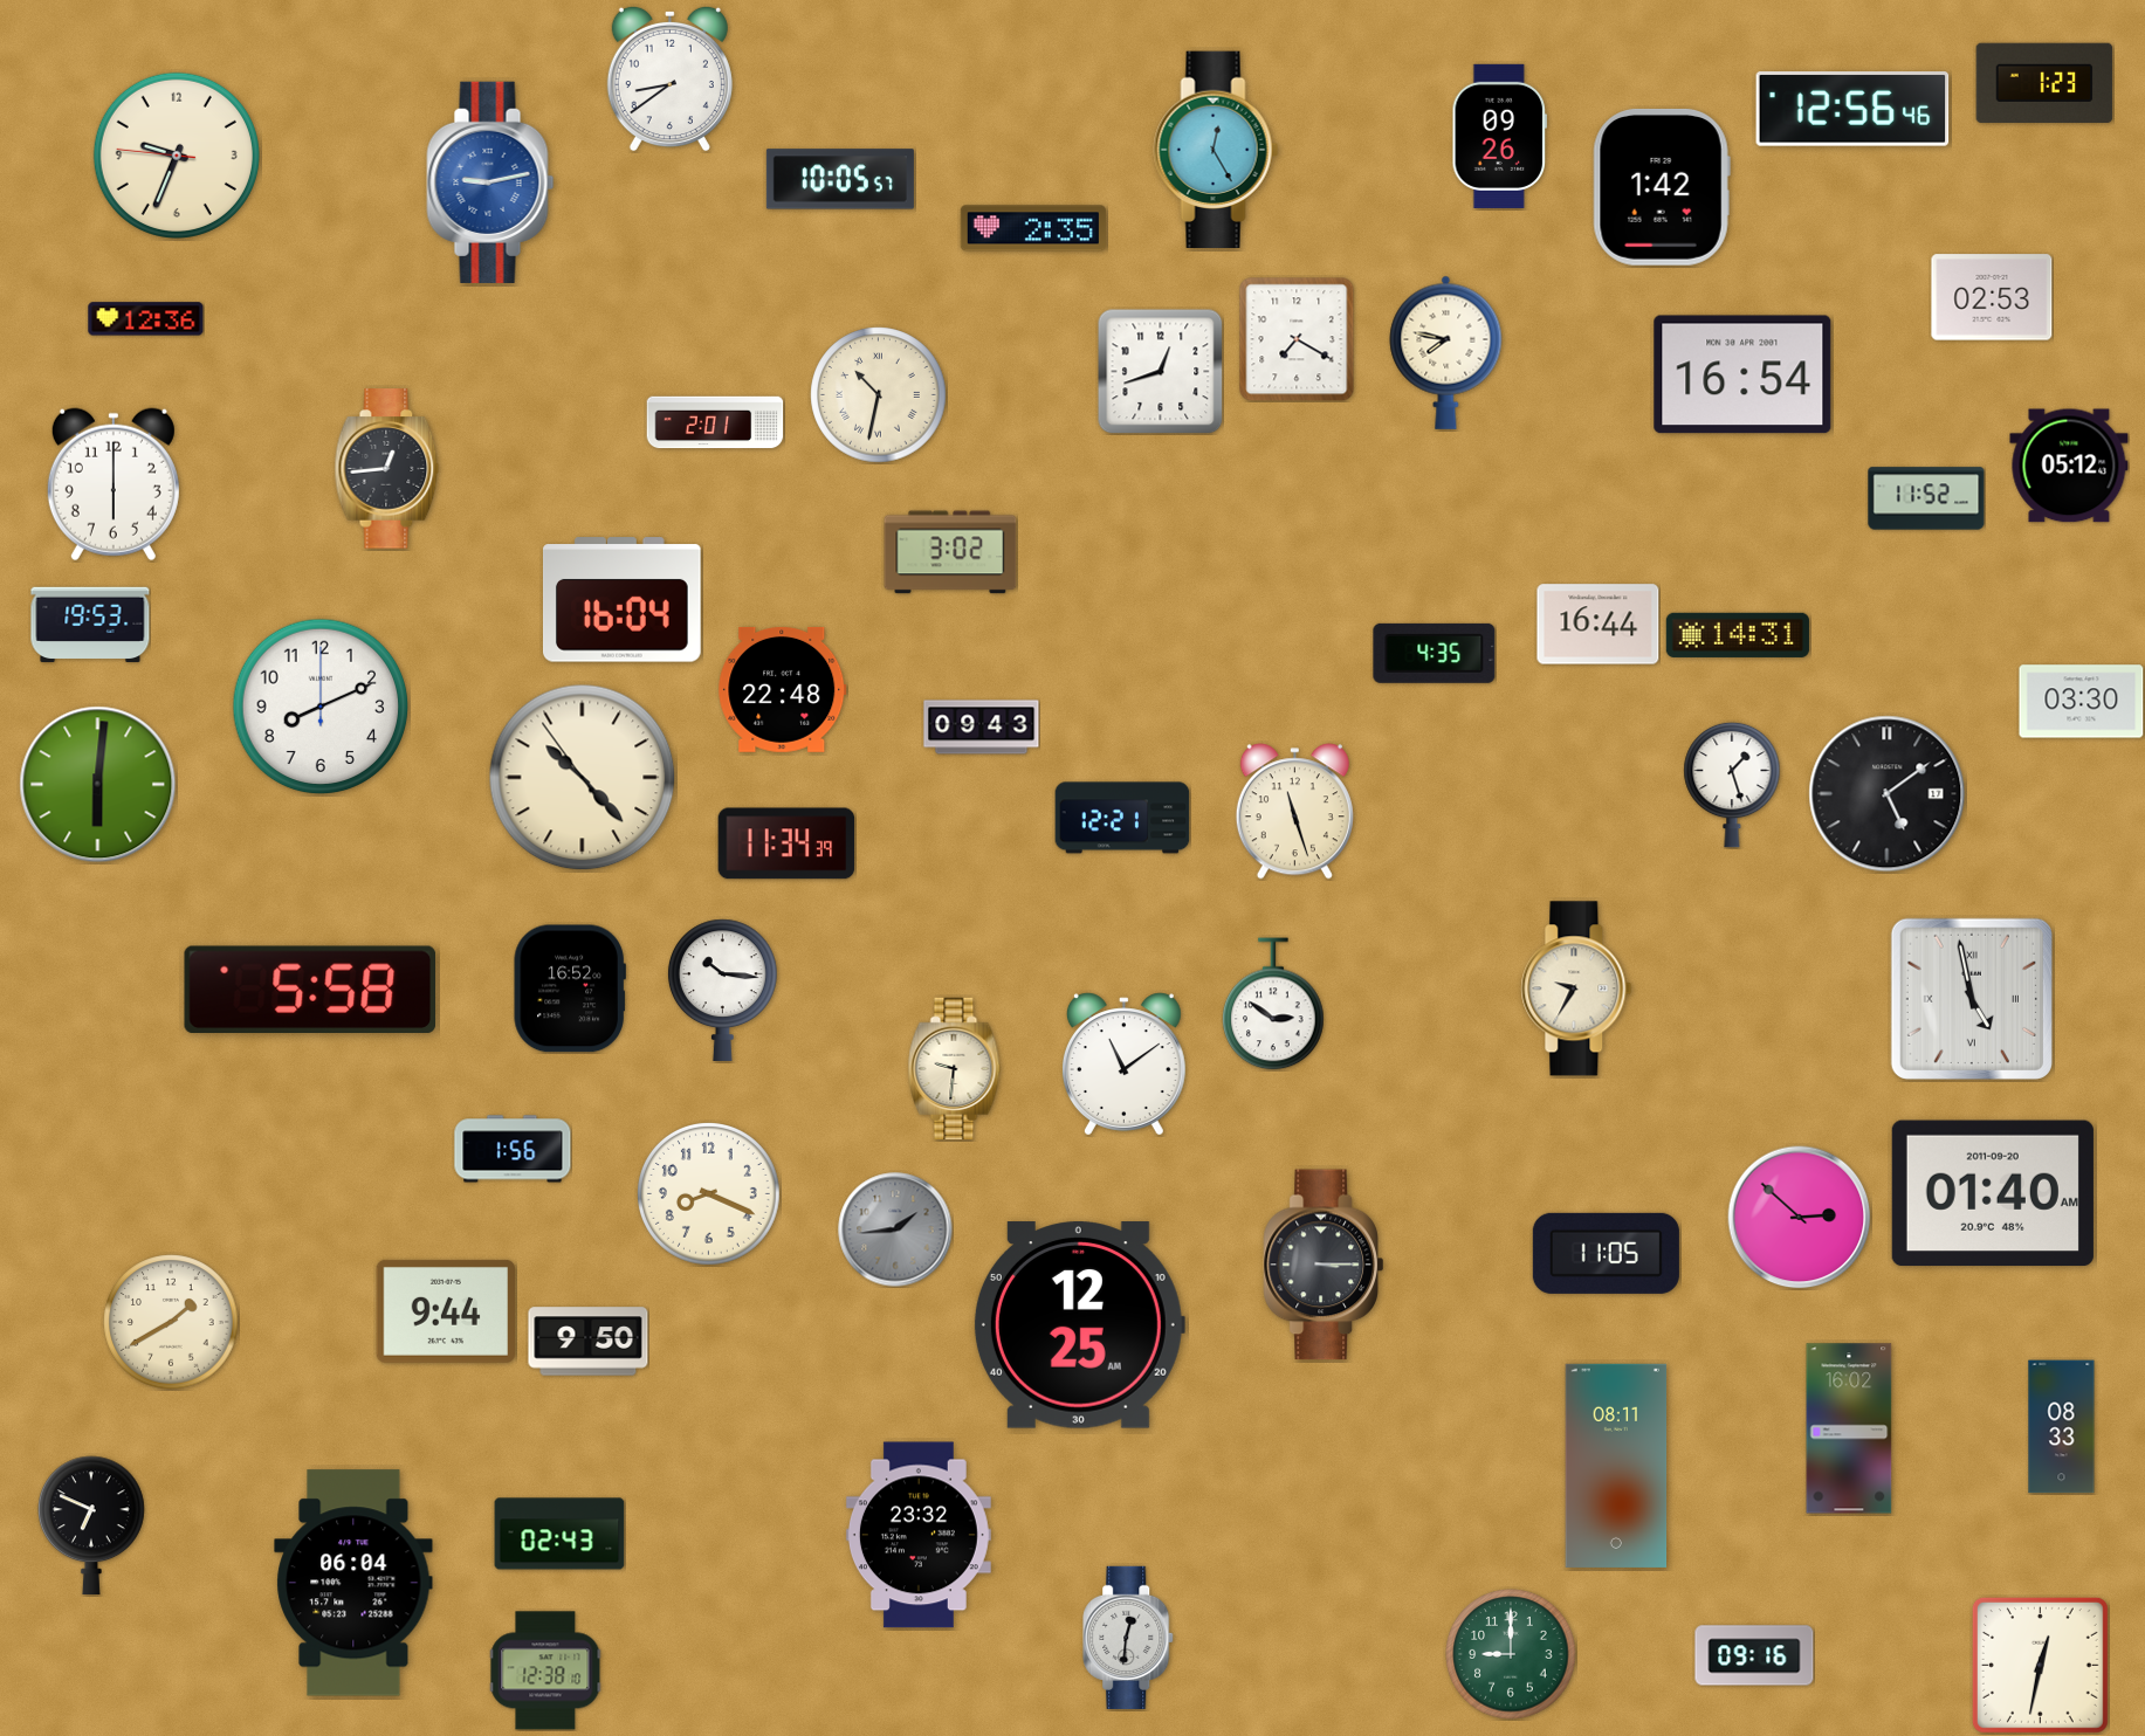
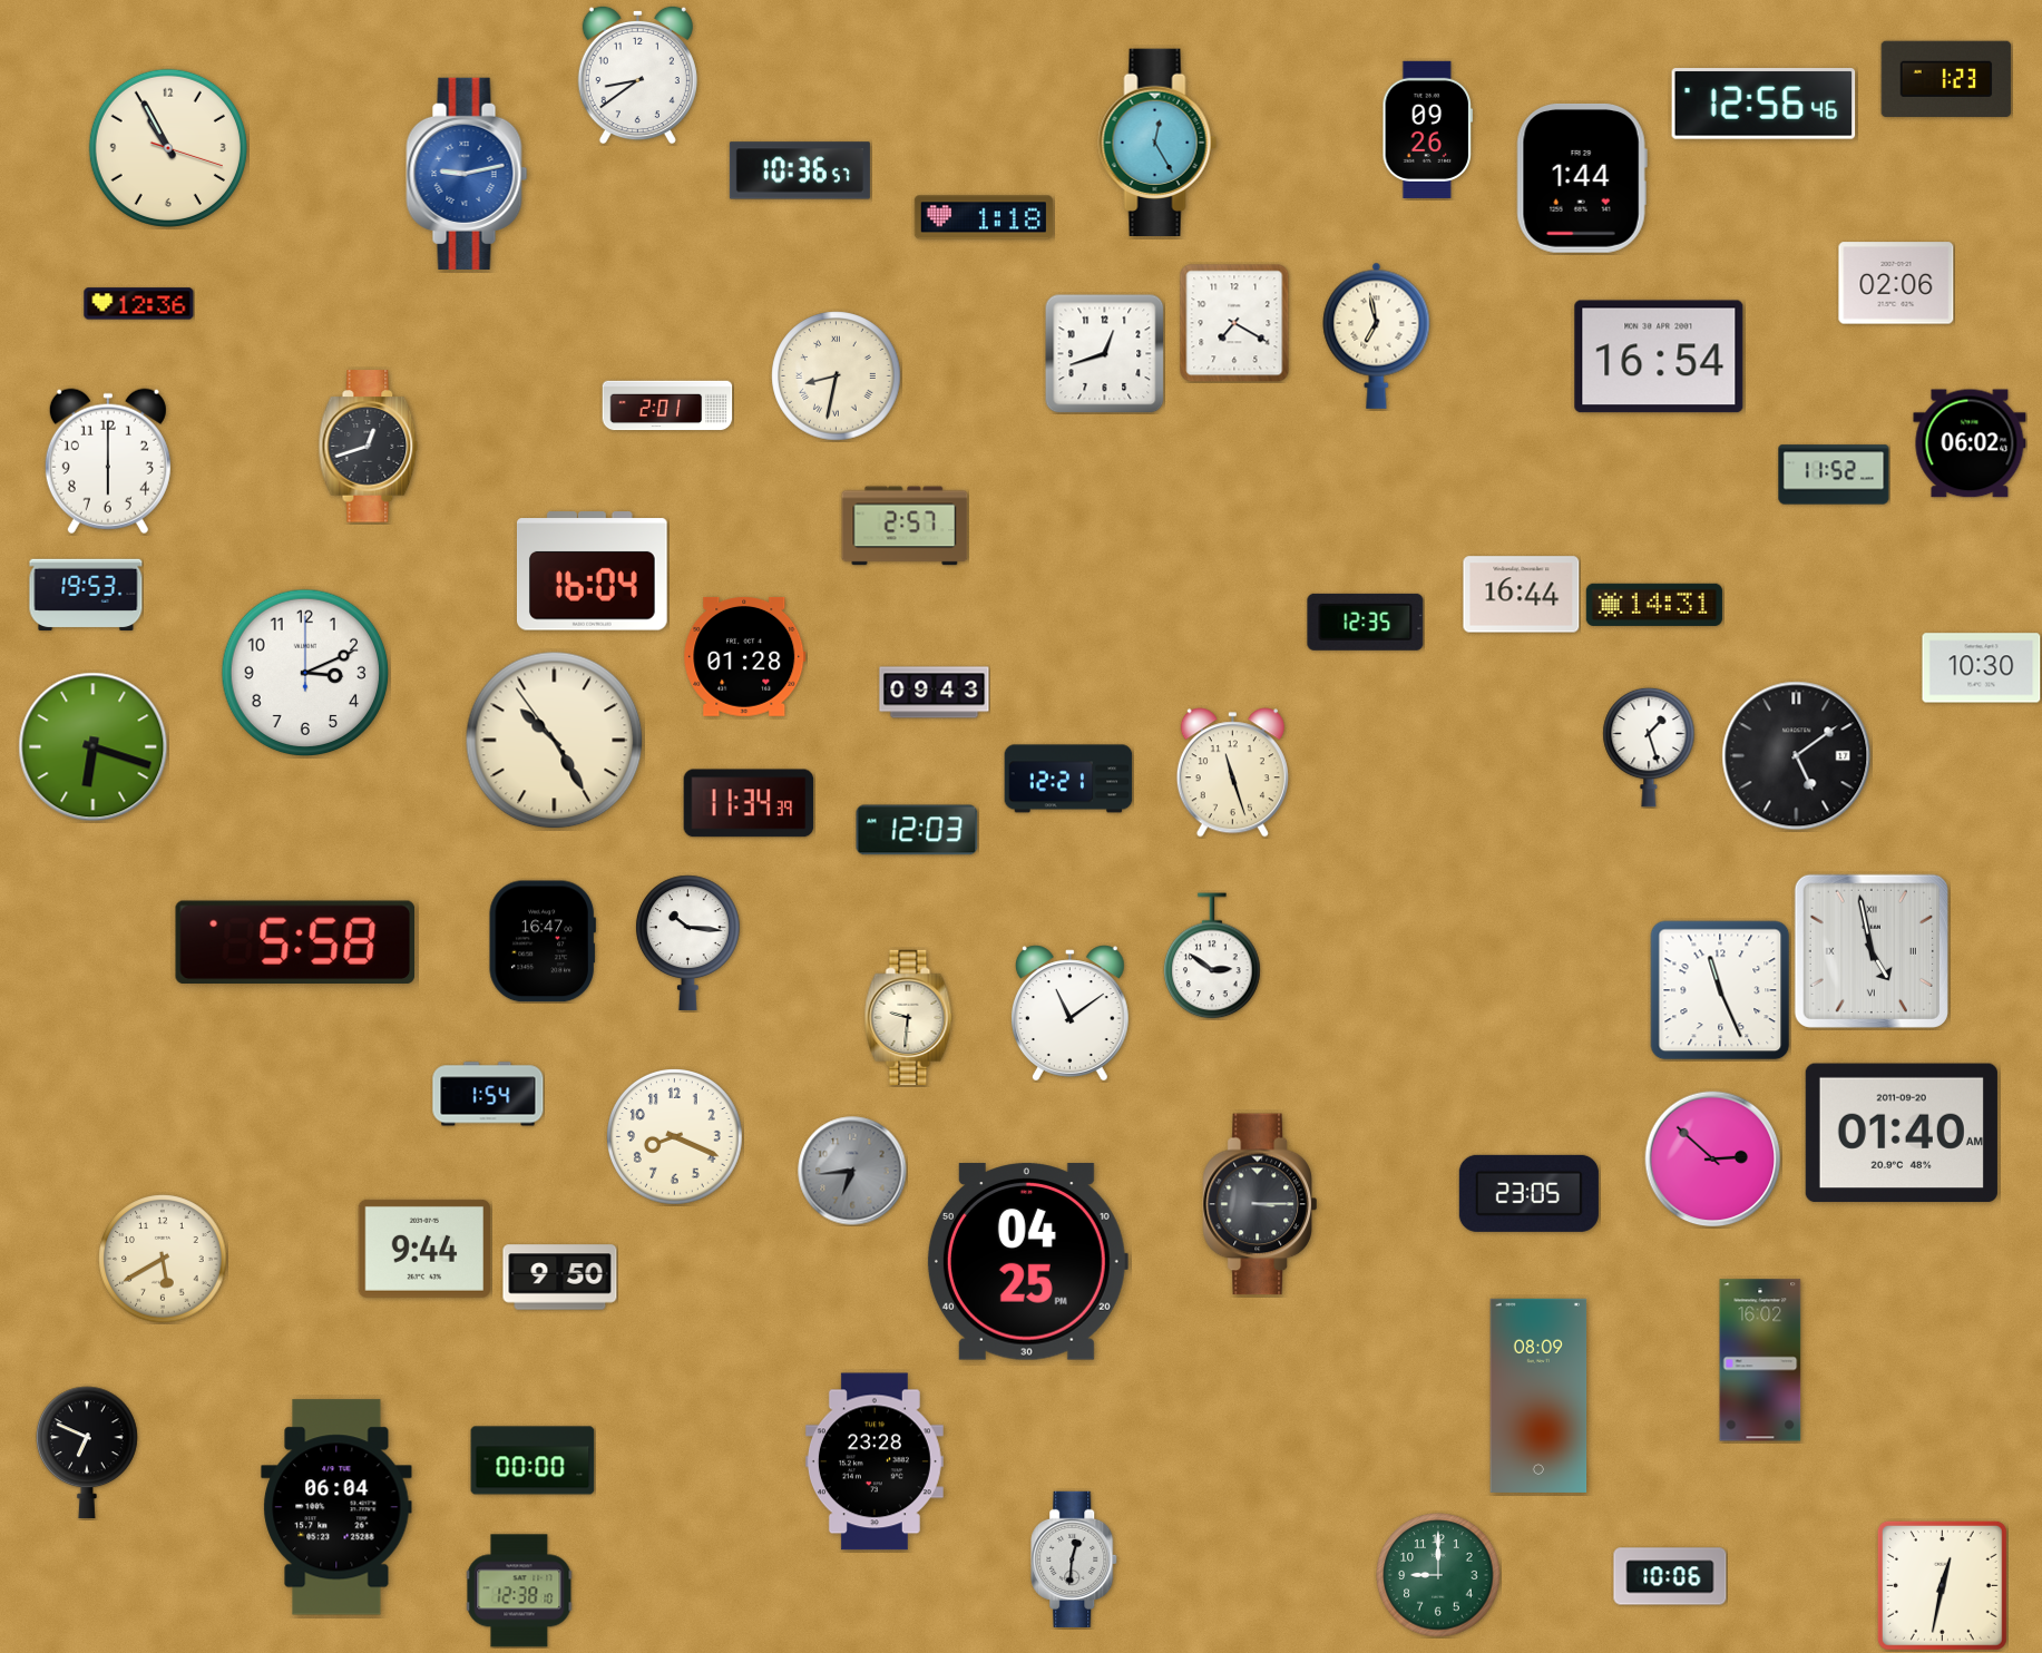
clock at (177, 156): 9:33 -> 10:55
clock at (840, 179): 10:05 -> 10:36
clock at (1662, 187): 1:42 -> 1:44
clock at (1033, 228): 2:35 -> 1:18
clock at (1992, 297): 02:53 -> 02:06
clock at (1446, 352): 7:47 -> 6:58
clock at (879, 395): 10:32 -> 8:32
clock at (715, 422) position: (715, 422) -> (667, 405)
clock at (2069, 466): 05:12 -> 06:02
clock at (387, 469): 12:44 -> 12:42
clock at (950, 552): 3:02 -> 2:57
clock at (1435, 653): 4:35 -> 12:35
clock at (783, 689): 22:48 -> 01:28
clock at (2082, 702): 03:30 -> 10:30
clock at (321, 707): 8:11 -> 3:11
clock at (583, 778): 10:22 -> 10:24
clock at (98, 785): 6:01 -> 6:18
clock at (917, 830): none -> 12:03
clock at (570, 988): 16:52 -> 16:47
clock at (1576, 988): 9:35 -> none
clock at (1972, 999) position: (1972, 999) -> (1872, 951)
clock at (1720, 990): none -> 11:26
clock at (513, 1149): 1:56 -> 1:54
clock at (1993, 1193) position: (1993, 1193) -> (1902, 1133)
clock at (895, 1229): 1:44 -> 6:44
clock at (1606, 1253): 11:05 -> 23:05
clock at (171, 1322): 1:40 -> 5:40
clock at (1079, 1325): 12:25 -> 04:25
clock at (2062, 1427): 08:33 -> none
clock at (1616, 1466): 08:11 -> 08:09
clock at (559, 1534): 02:43 -> 00:00
clock at (919, 1535): 23:32 -> 23:28
clock at (1754, 1655): 09:16 -> 10:06
